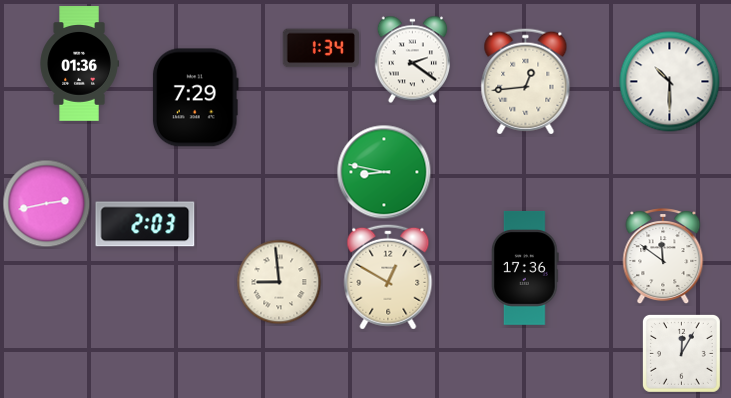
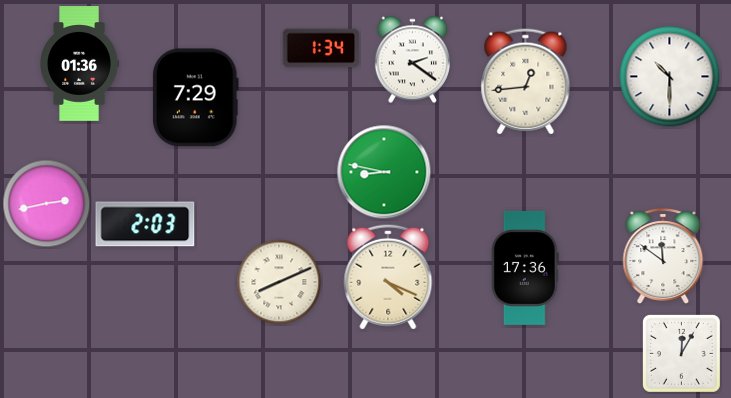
clock at (670, 82) position: (670, 82) -> (670, 77)
clock at (388, 277): 12:50 -> 4:19
clock at (279, 282): 8:59 -> 8:11
